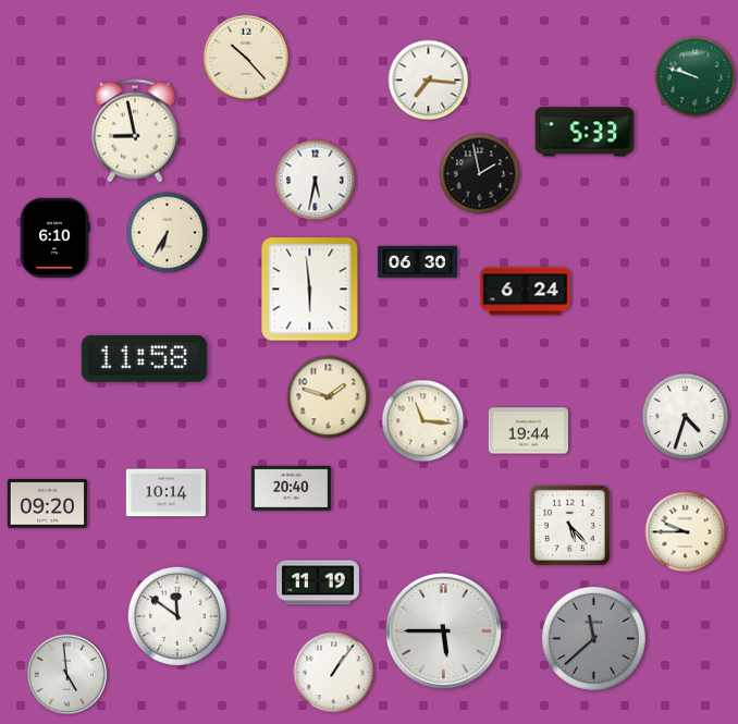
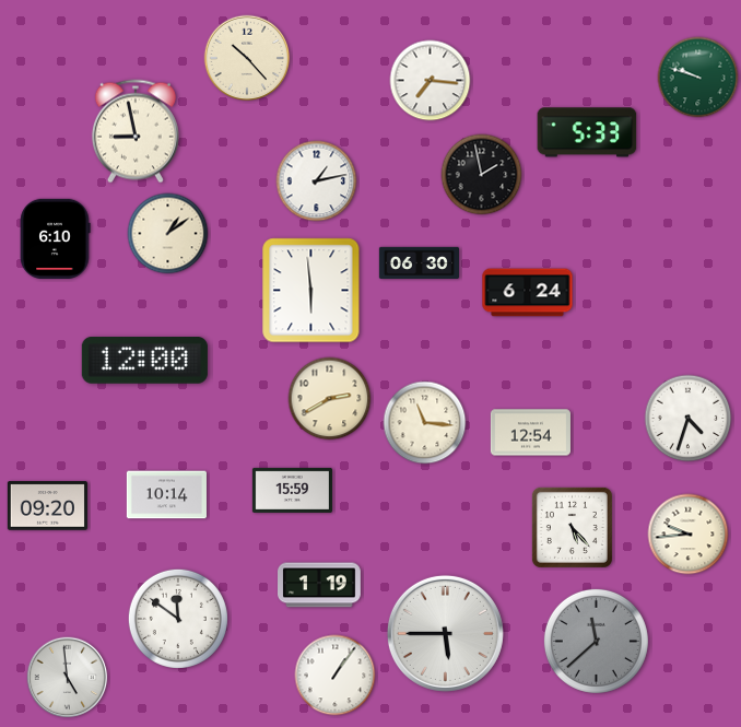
clock at (316, 181): 5:32 -> 1:13
clock at (168, 233): 6:35 -> 1:09
clock at (144, 359): 11:58 -> 12:00
clock at (329, 397): 1:48 -> 2:40
clock at (528, 431): 19:44 -> 12:54
clock at (291, 488): 20:40 -> 15:59
clock at (686, 532): 9:45 -> 9:44
clock at (319, 582): 11:19 -> 1:19
